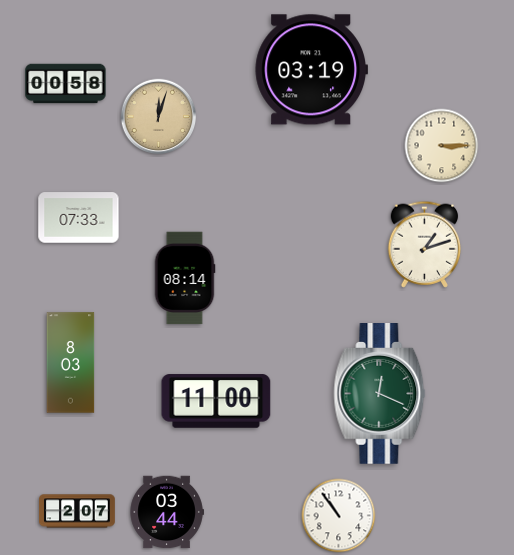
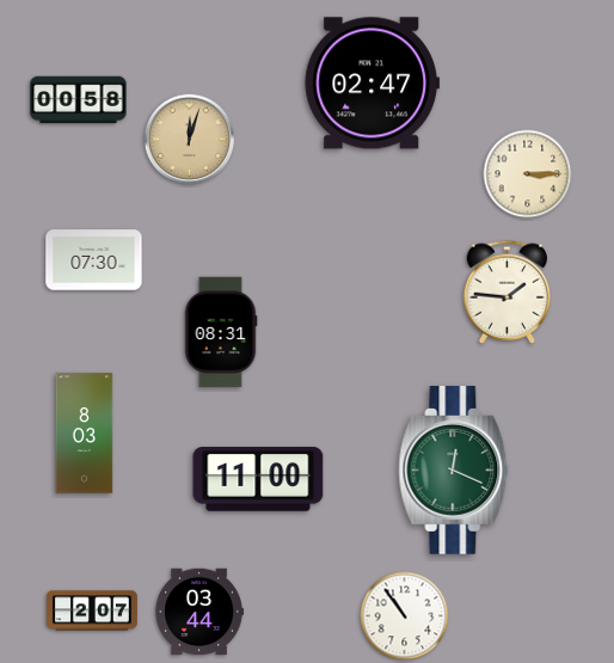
clock at (311, 70): 03:19 -> 02:47
clock at (79, 218): 07:33 -> 07:30
clock at (425, 244): 1:12 -> 1:46
clock at (185, 278): 08:14 -> 08:31
